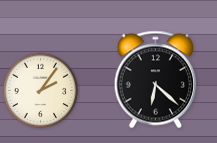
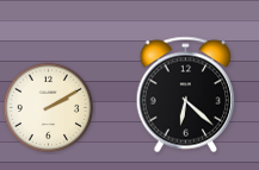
clock at (41, 91): 2:06 -> 2:10
